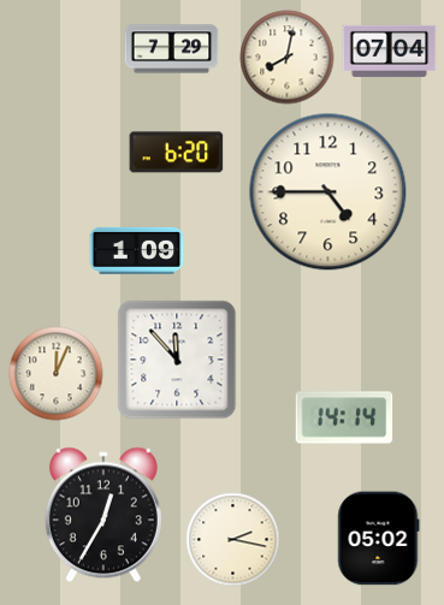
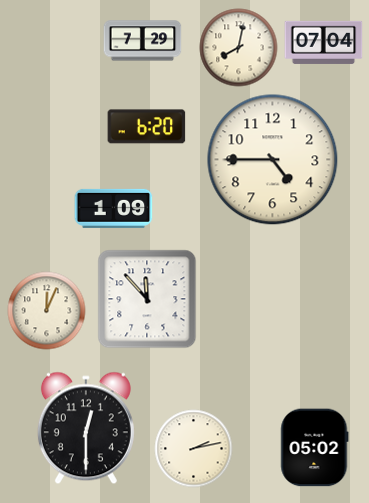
clock at (344, 417): 14:14 -> none
clock at (103, 515): 12:35 -> 12:30
clock at (232, 539): 2:17 -> 2:13
